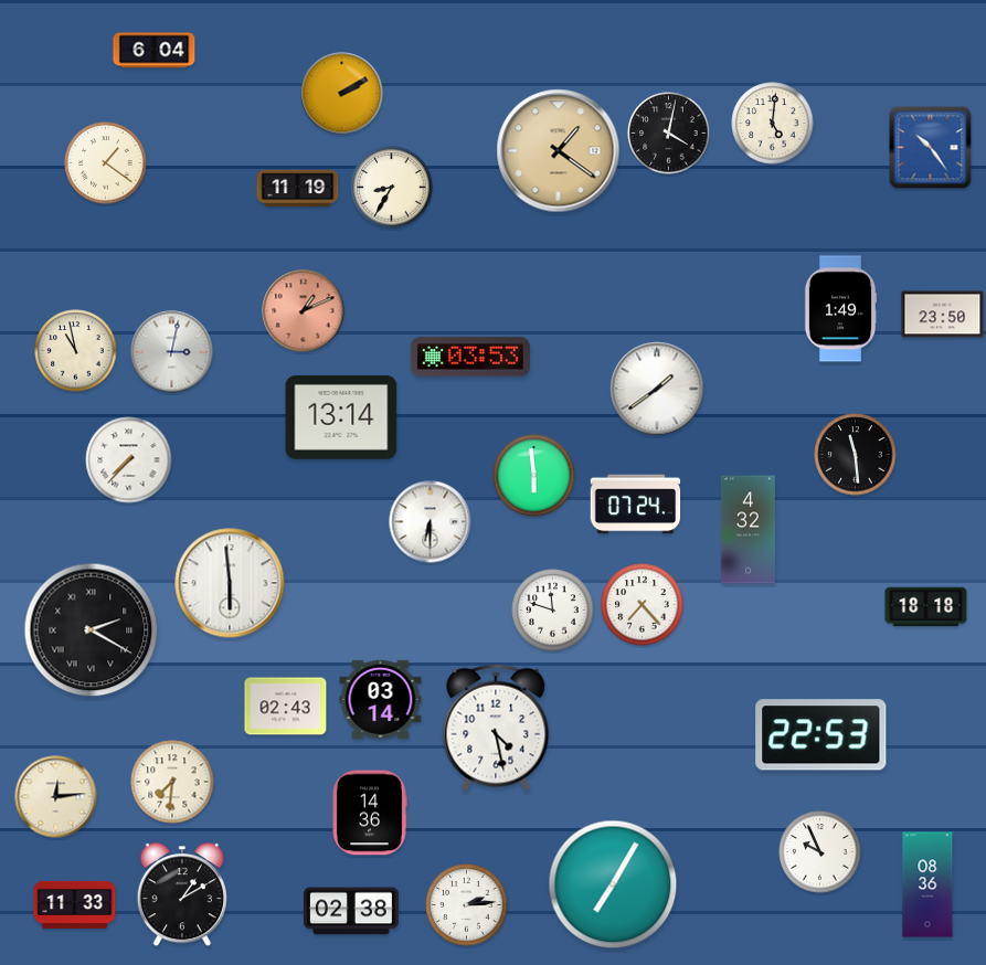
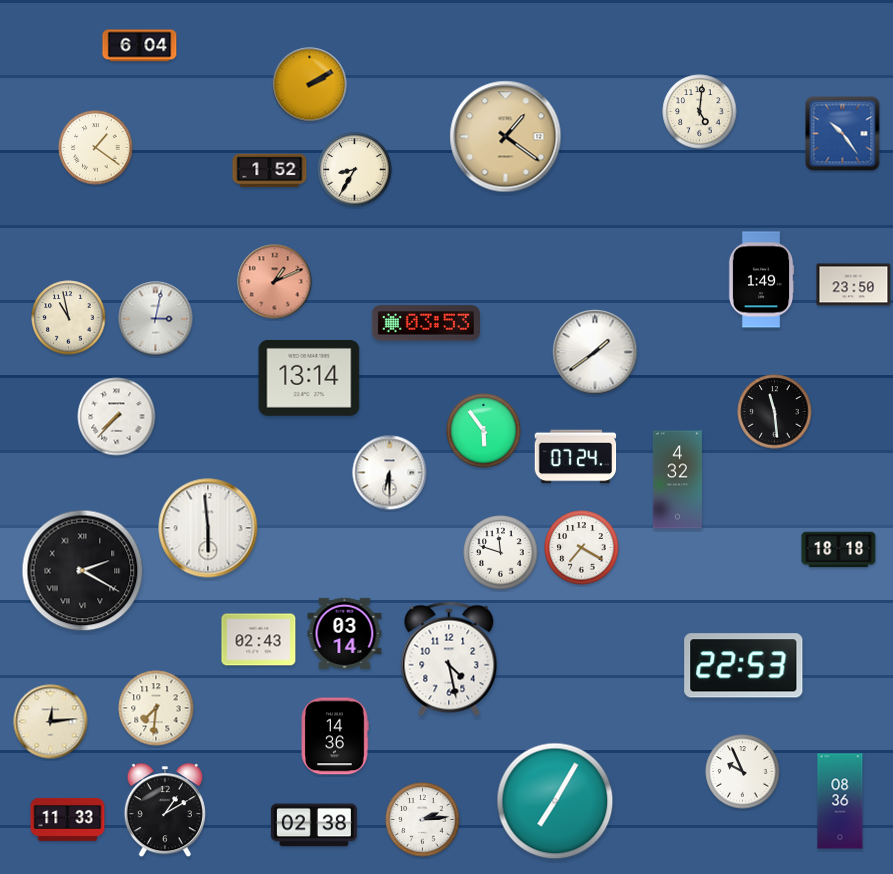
clock at (669, 134): 4:02 -> none
clock at (298, 189): 11:19 -> 1:52
clock at (534, 476): 5:59 -> 5:54
clock at (643, 605): 7:23 -> 7:20
clock at (351, 911) position: (351, 911) -> (314, 825)
